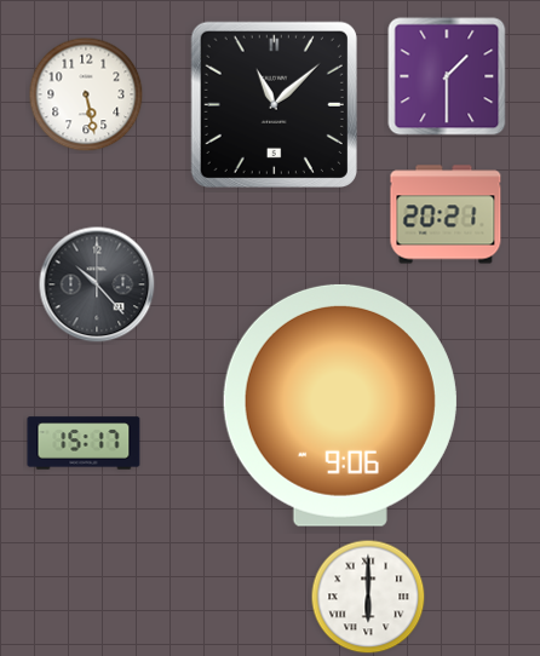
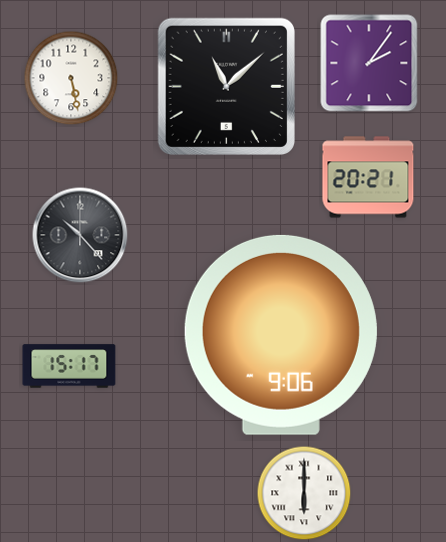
clock at (447, 76): 1:30 -> 2:06
